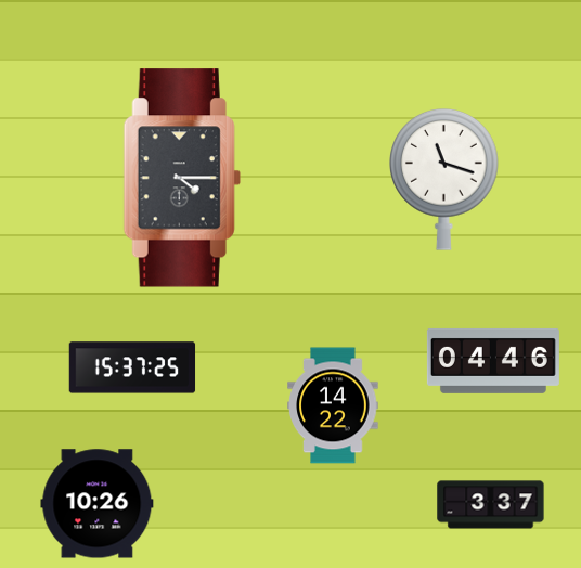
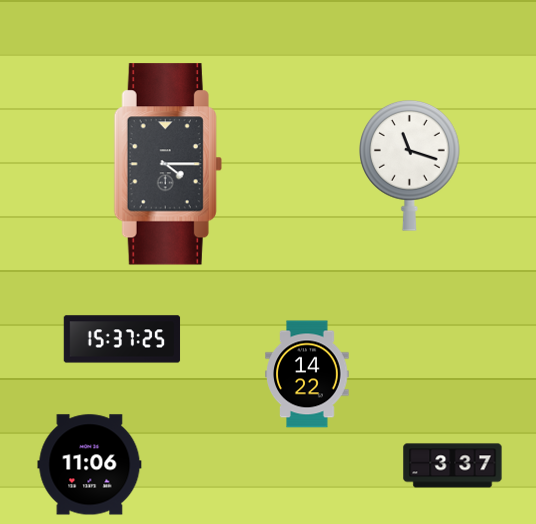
clock at (493, 361): 04:46 -> none
clock at (98, 504): 10:26 -> 11:06
